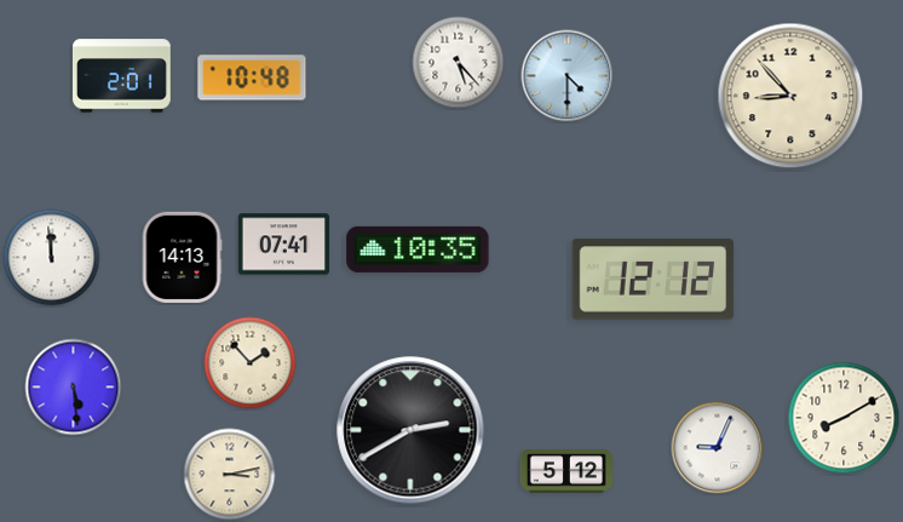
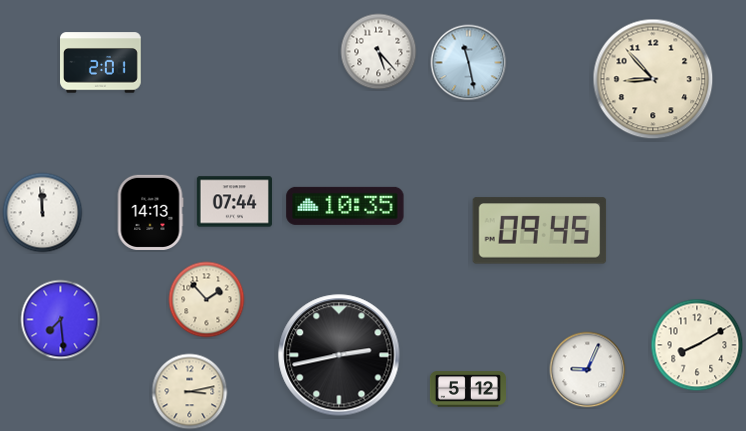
clock at (568, 76): 4:30 -> 11:28
clock at (252, 78): 10:48 -> none
clock at (283, 245): 07:41 -> 07:44
clock at (654, 280): 12:12 -> 09:45
clock at (74, 388): 5:29 -> 7:29
clock at (410, 430): 2:40 -> 2:43
clock at (718, 448) position: (718, 448) -> (588, 370)
